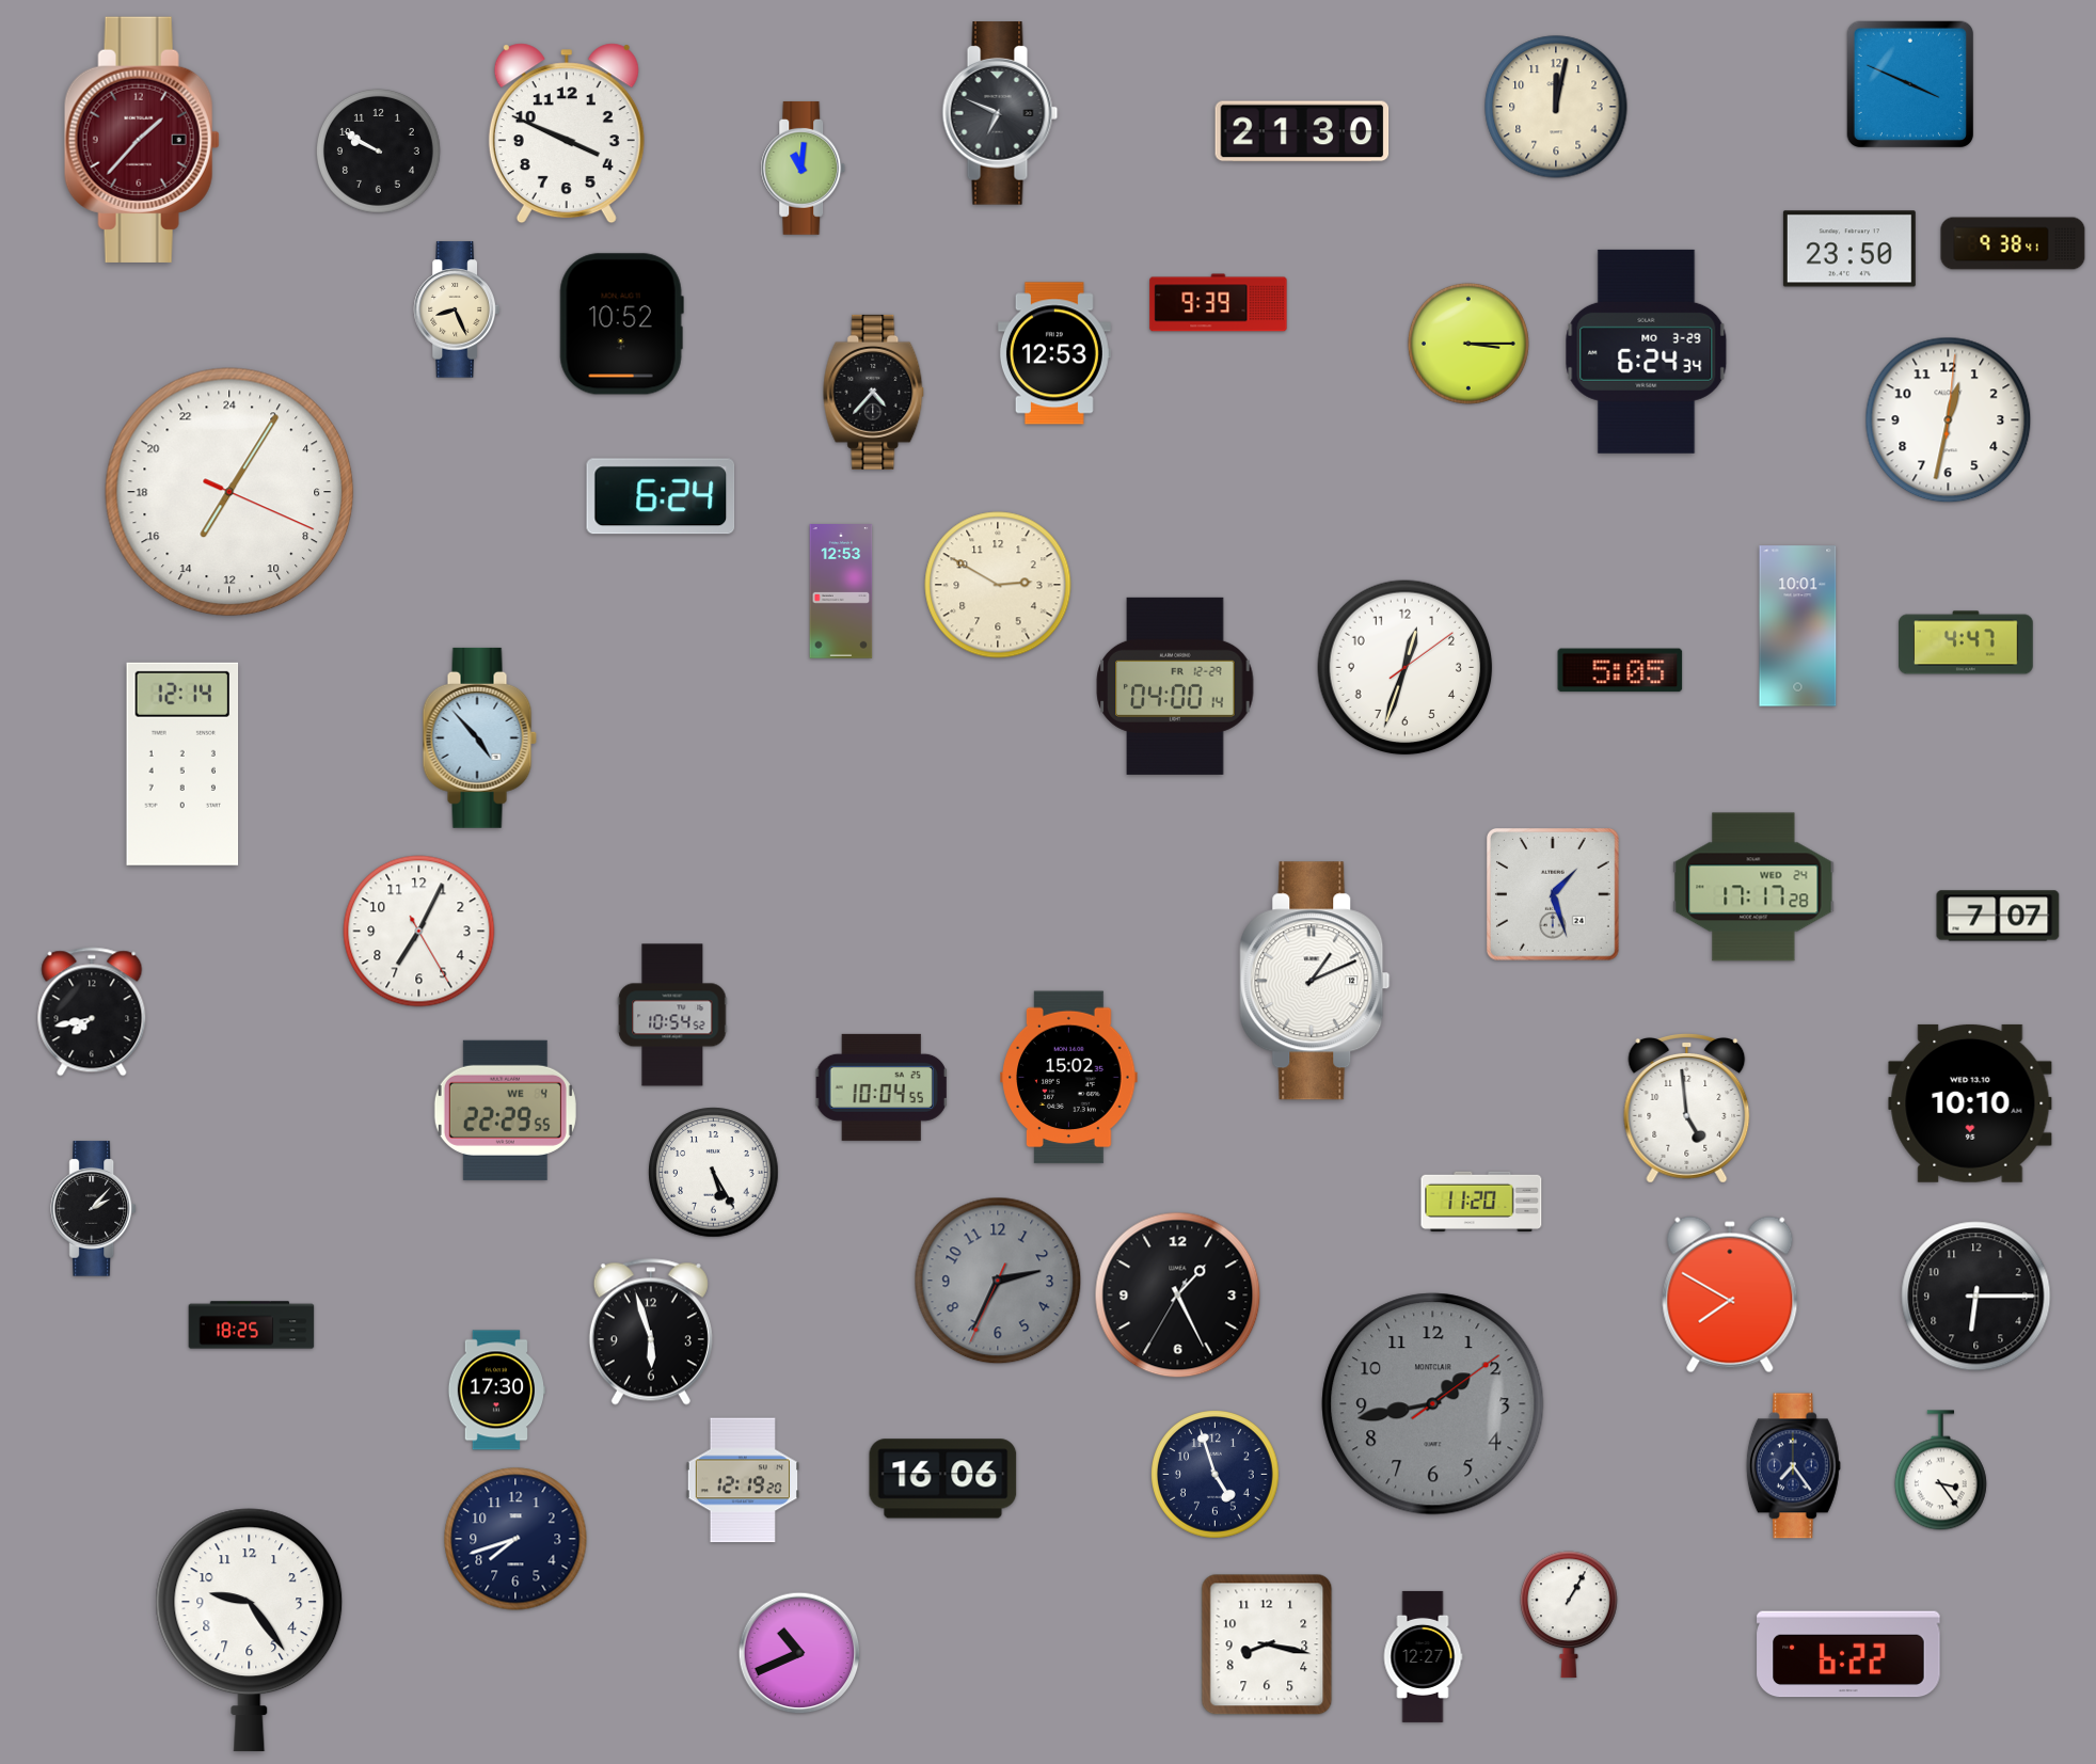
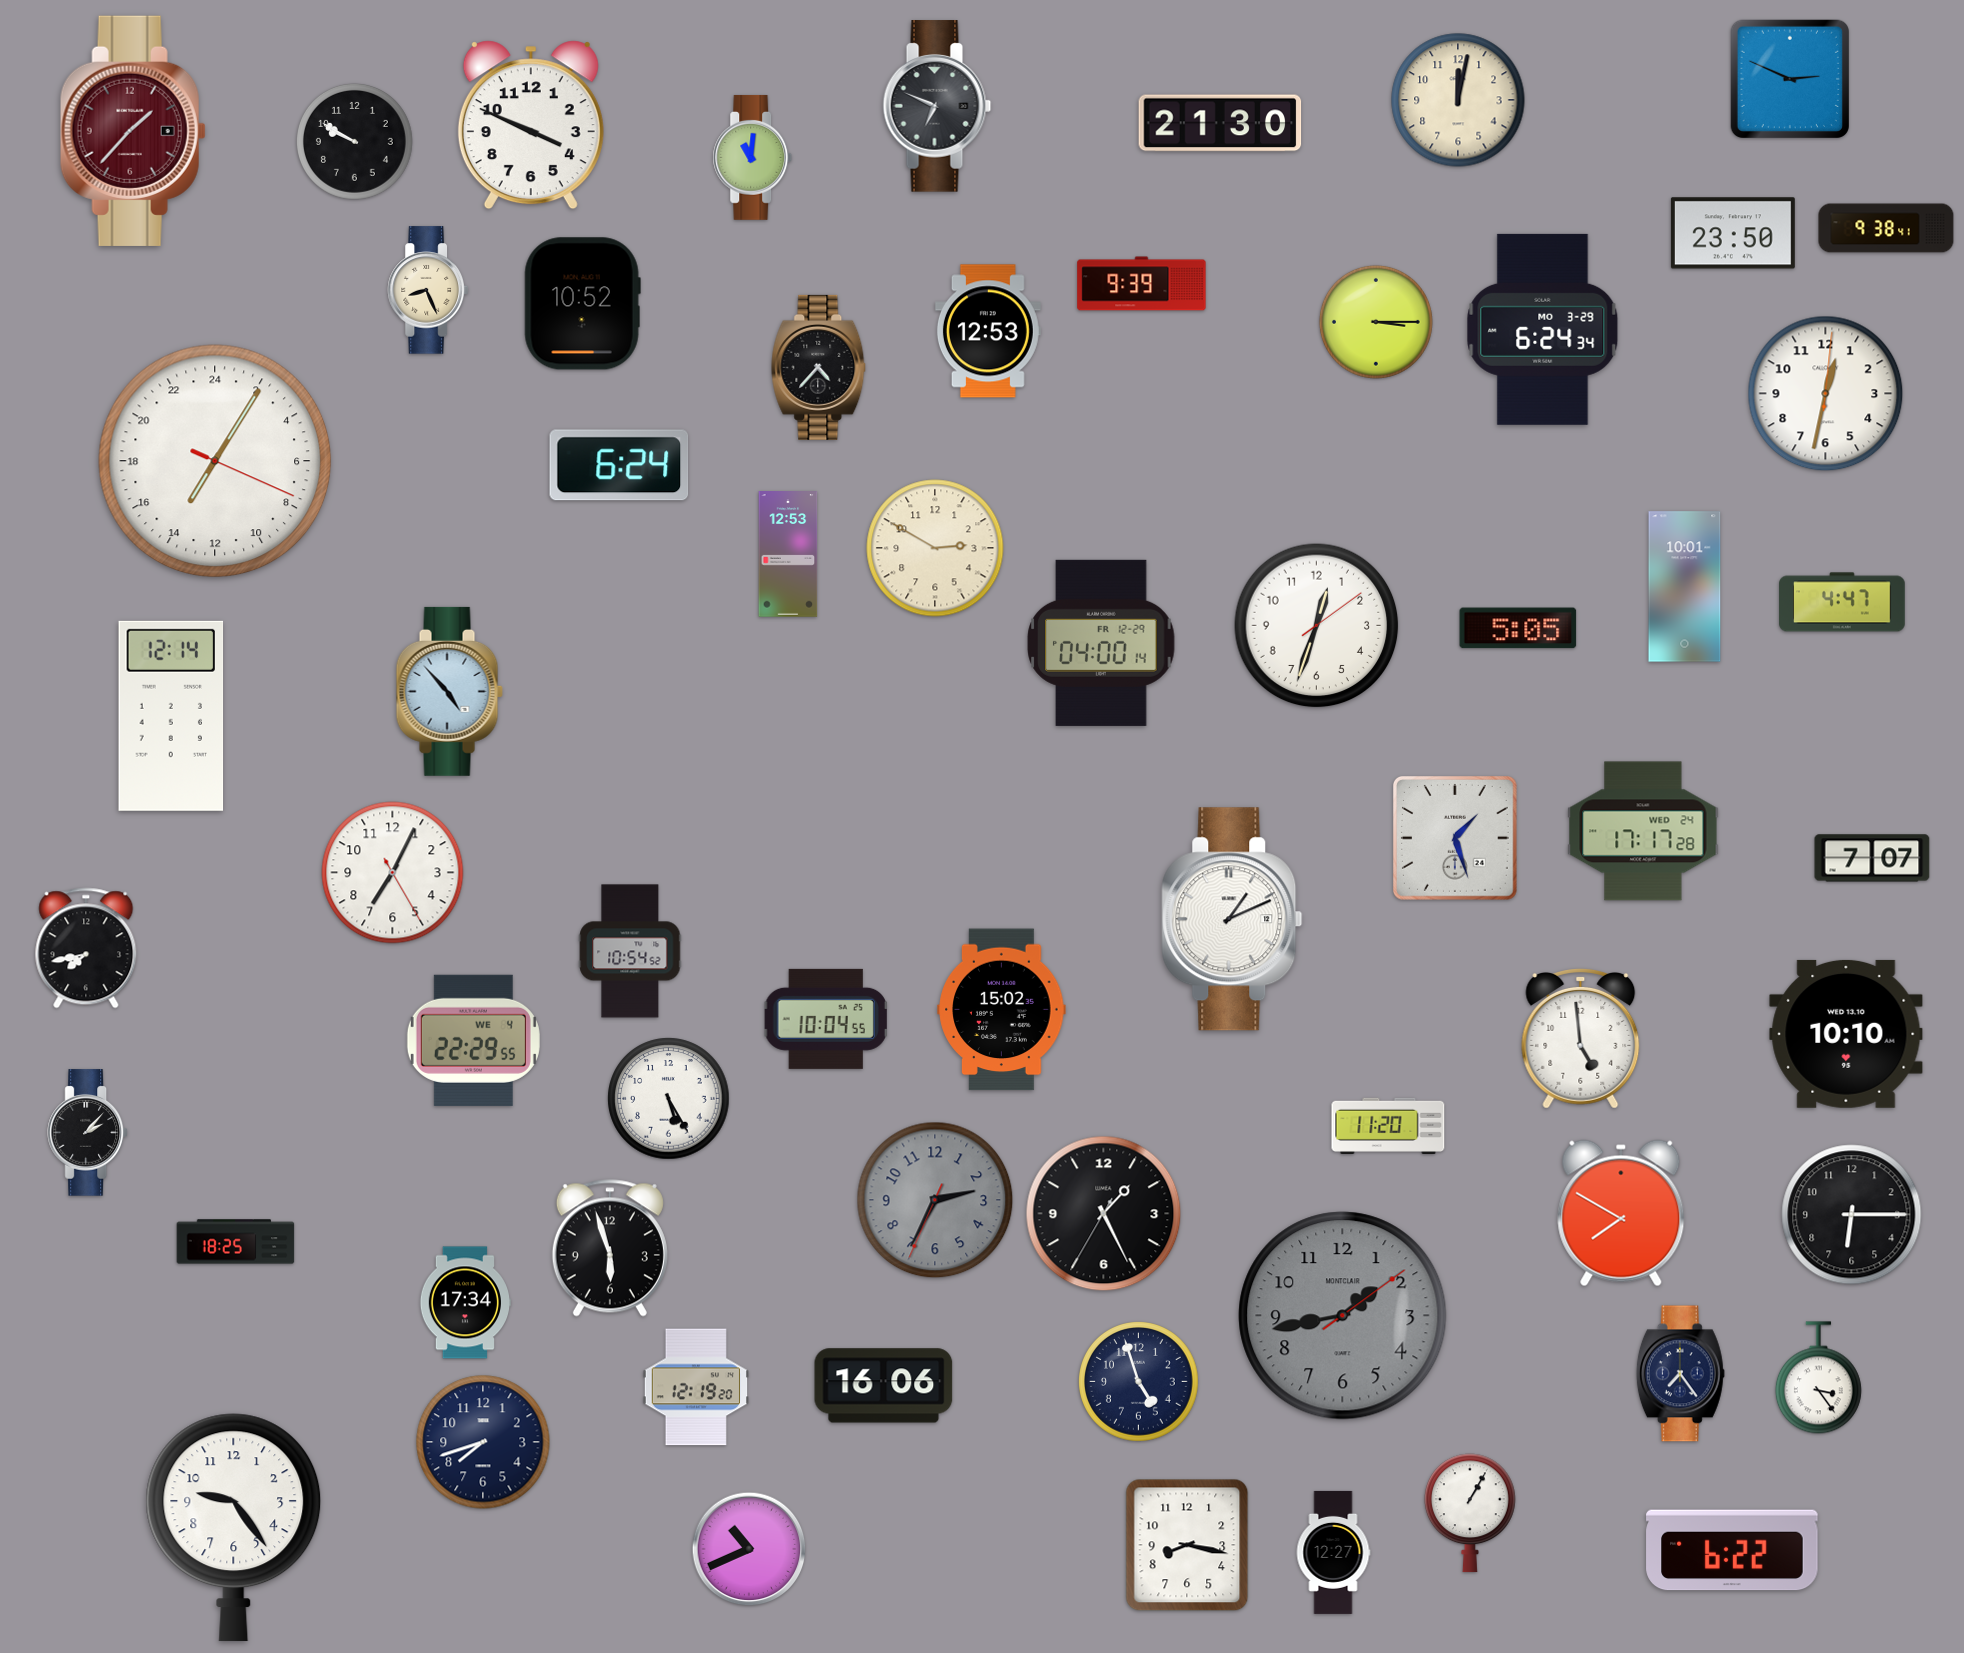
clock at (1910, 84): 3:49 -> 2:49
clock at (495, 1390): 17:30 -> 17:34
clock at (1267, 1644) position: (1267, 1644) -> (1187, 1545)
